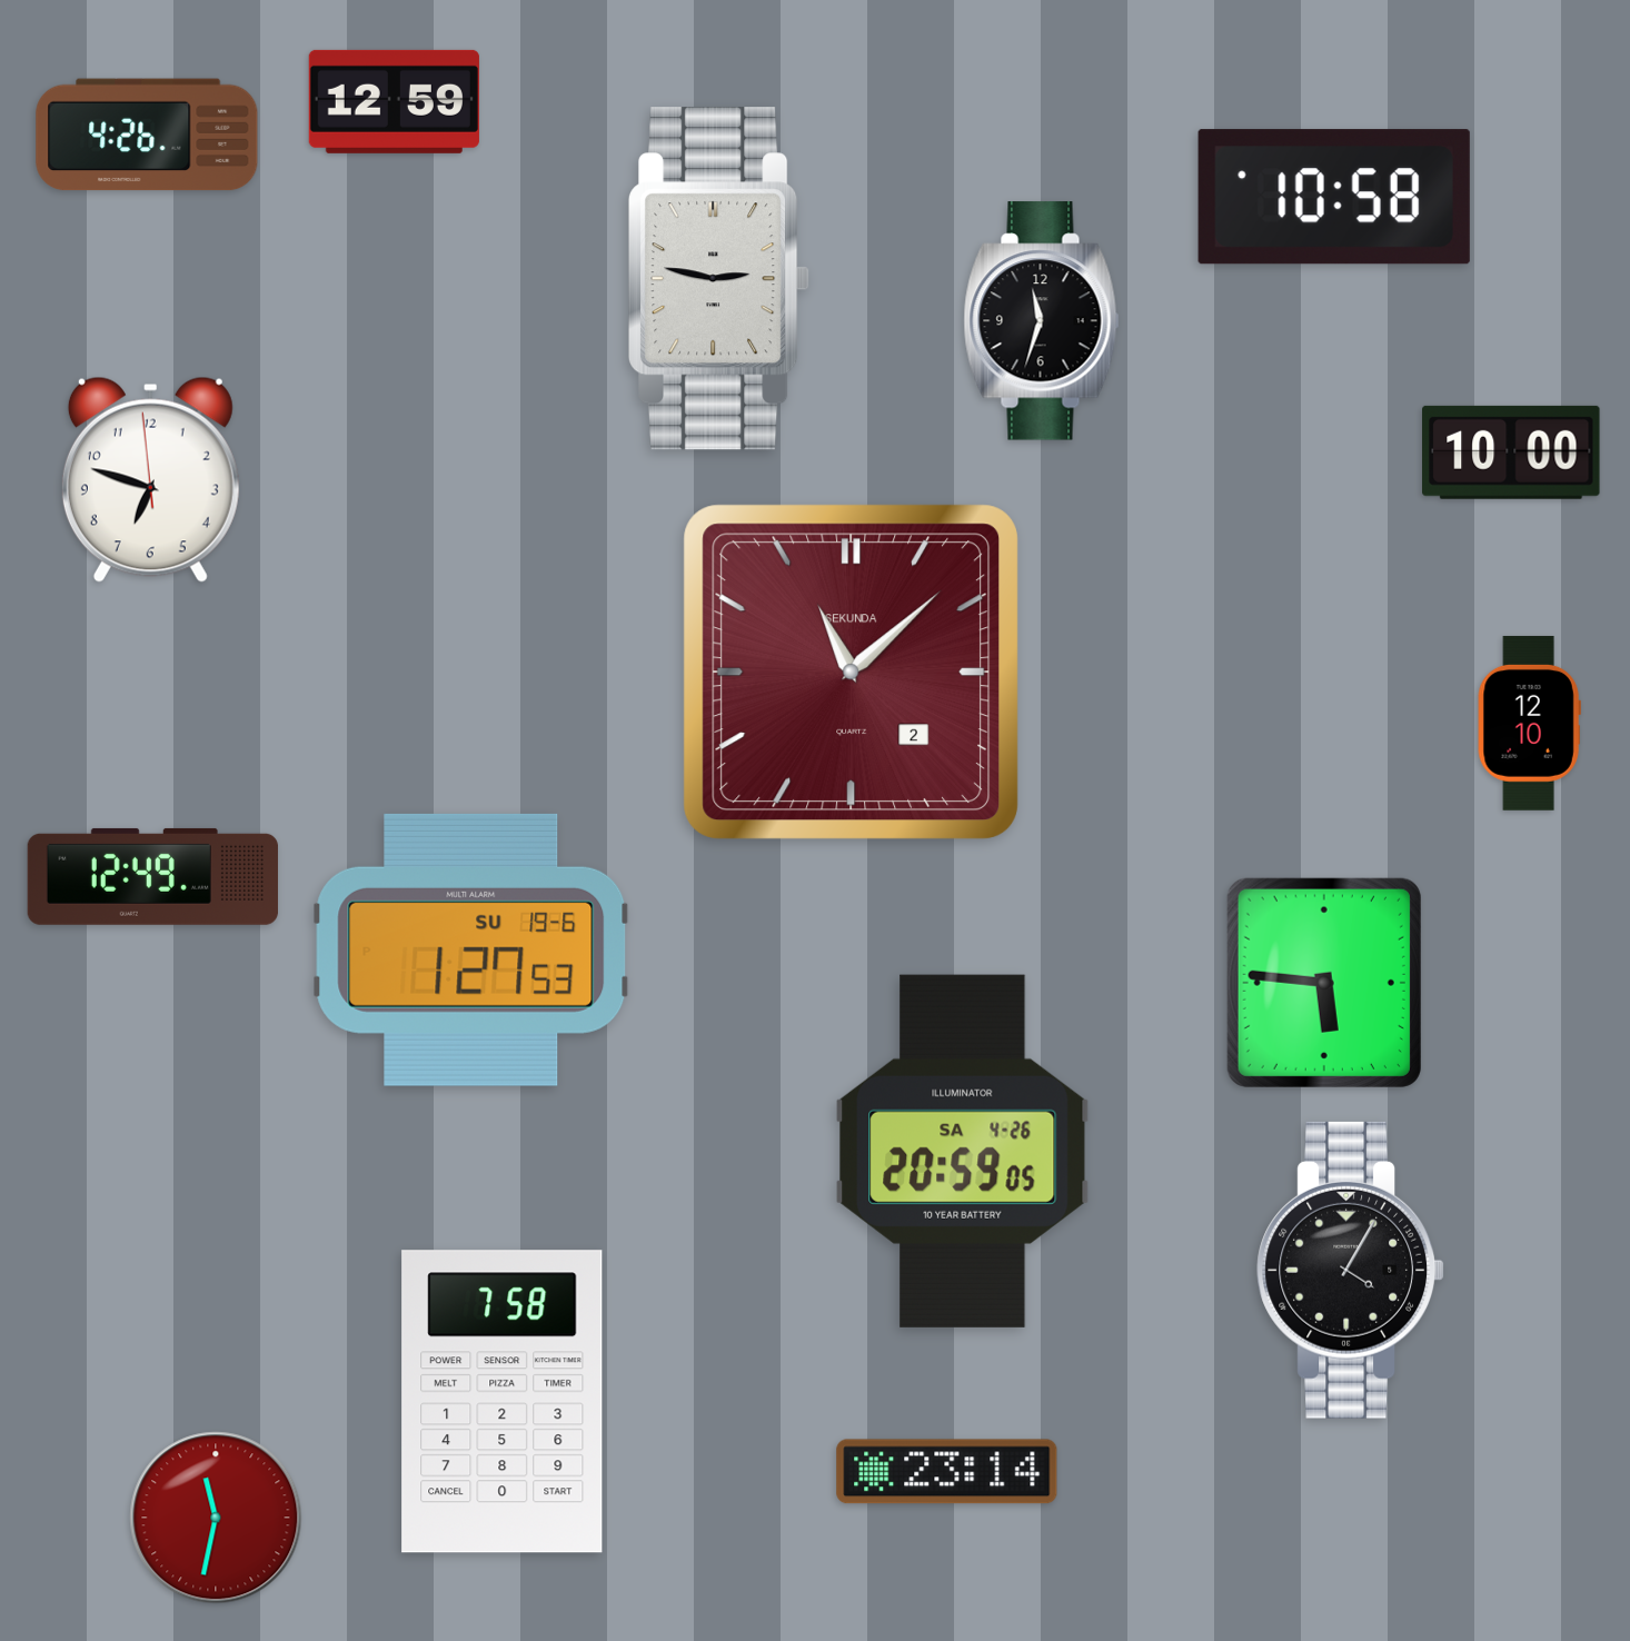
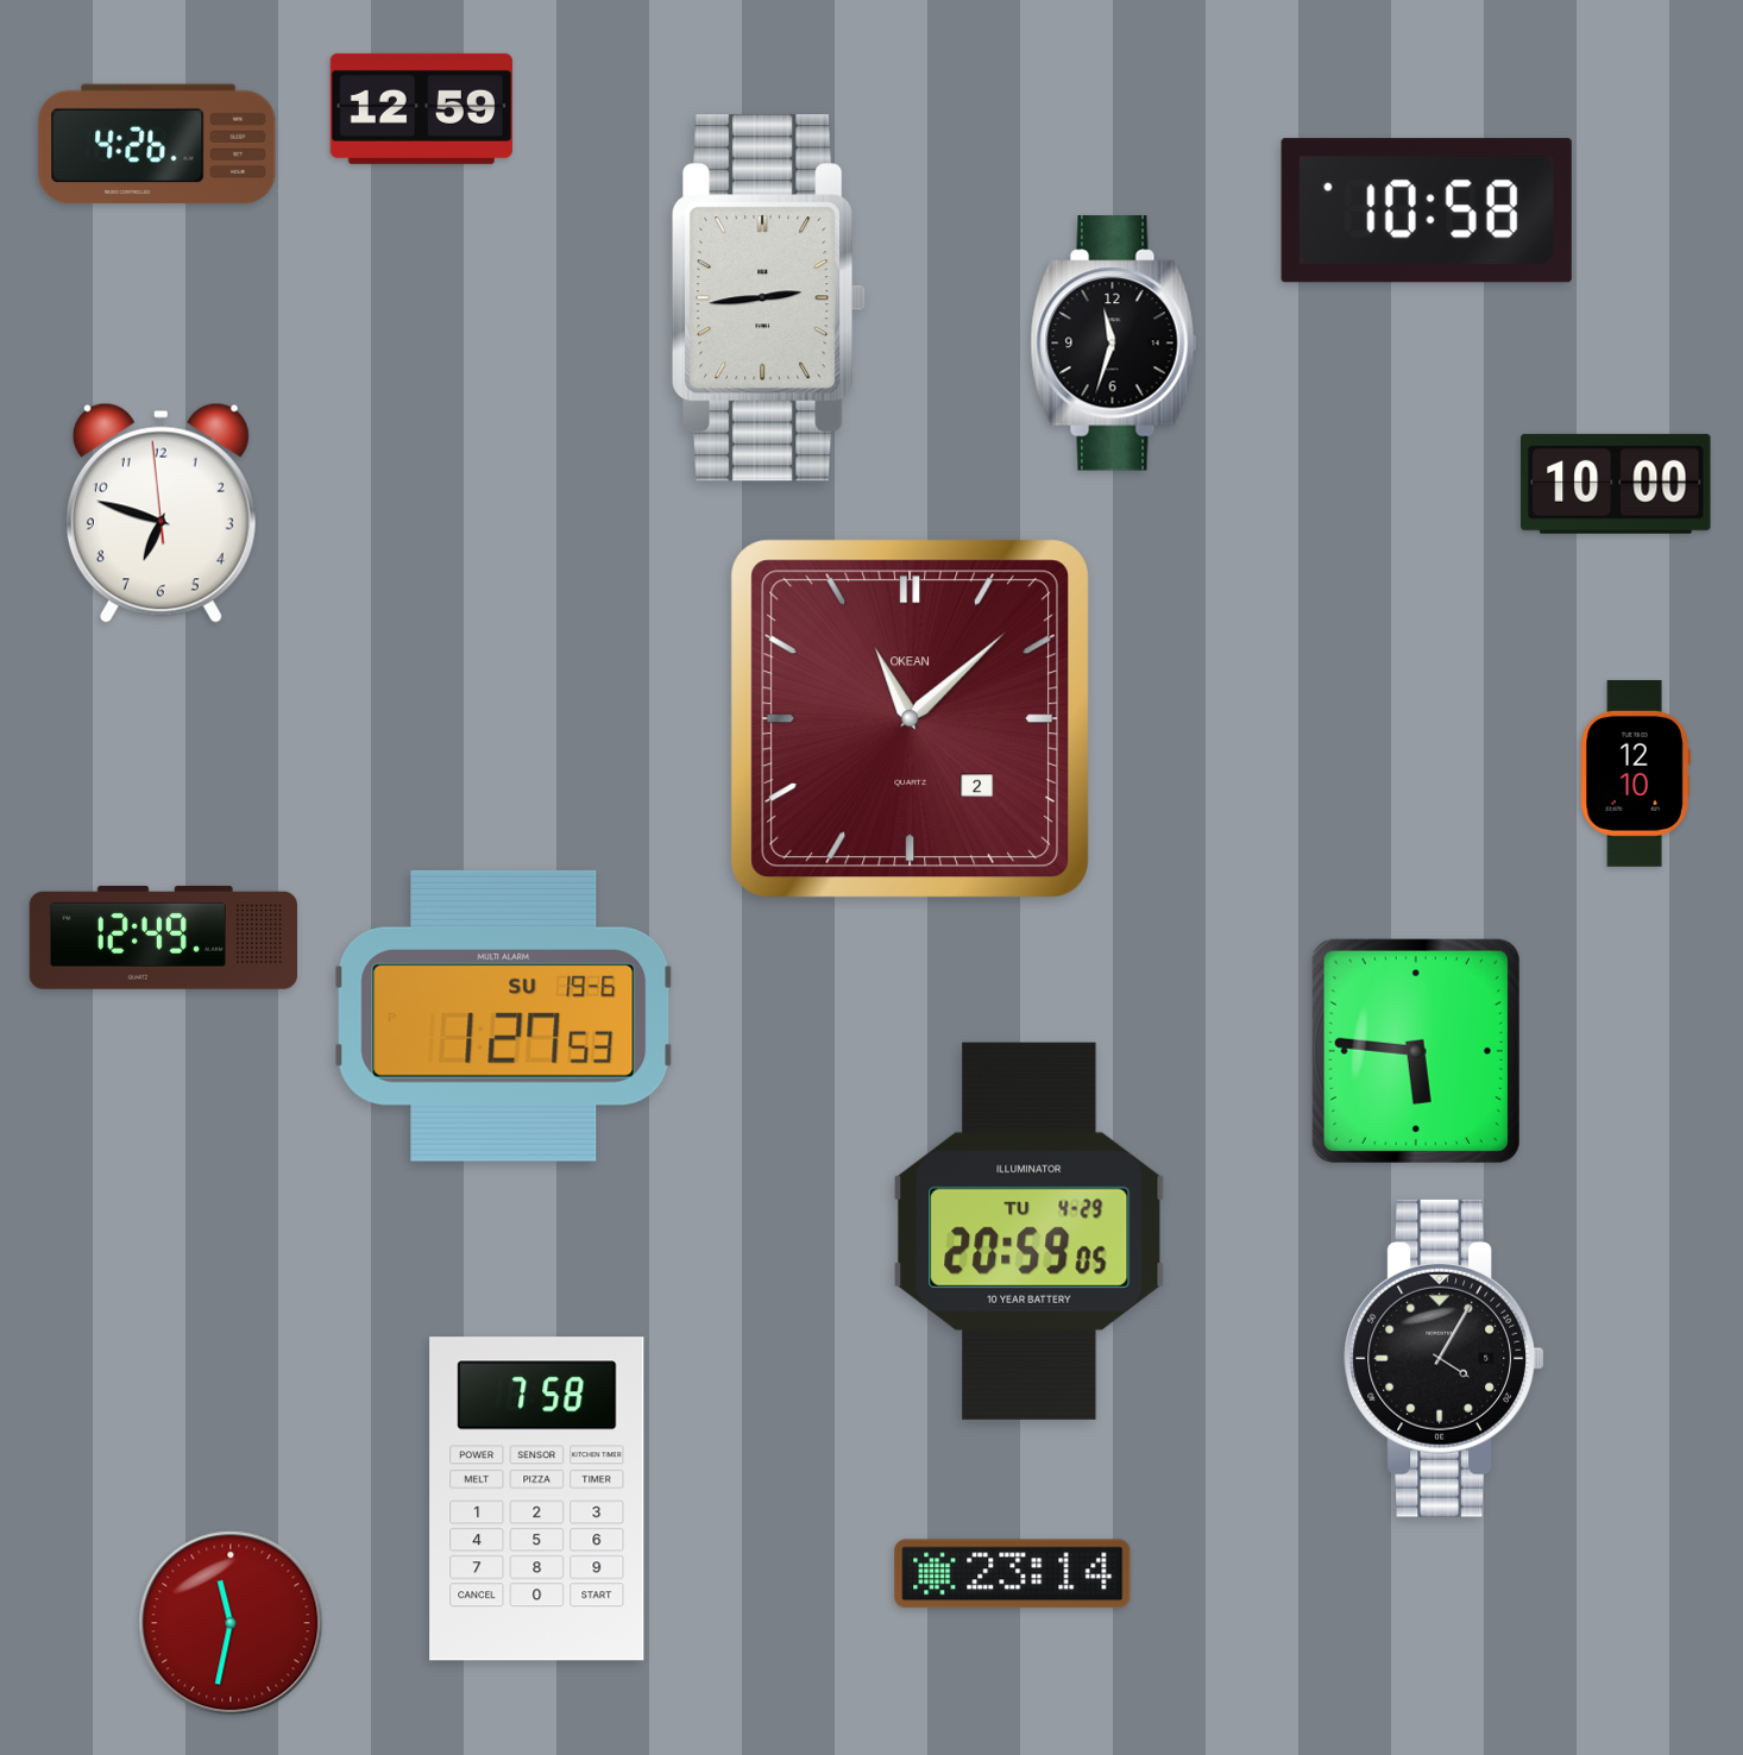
clock at (719, 279): 2:47 -> 2:44
clock at (851, 672) brand: SEKUNDA -> OKEAN
clock at (963, 1151) date: SA 4-26 -> TU 4-29
